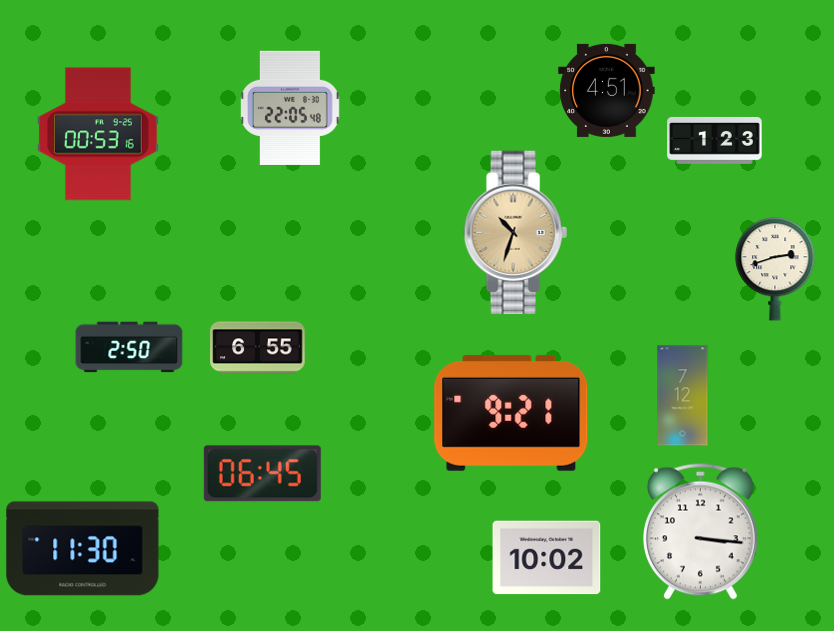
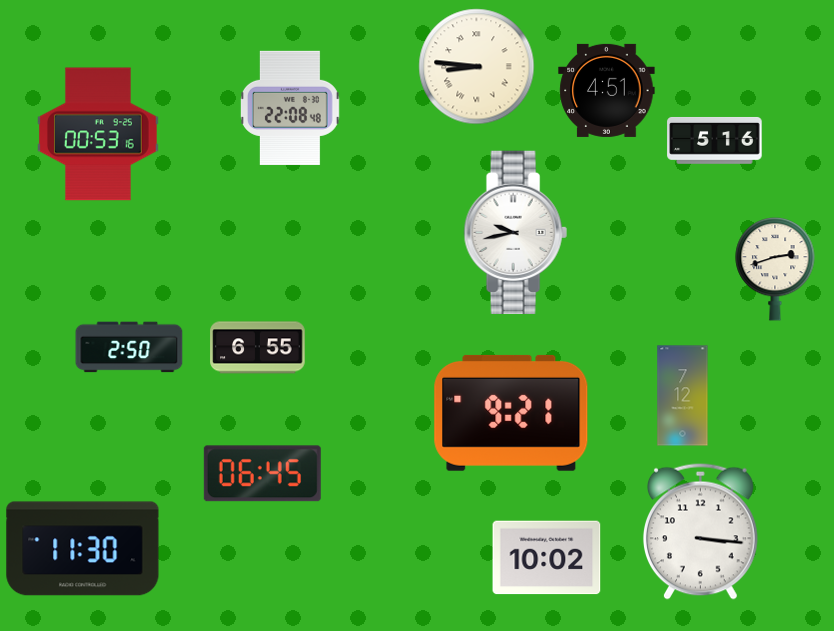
clock at (477, 67): none -> 8:46
clock at (290, 108): 22:05 -> 22:08
clock at (715, 141): 1:23 -> 5:16
clock at (515, 232): 10:33 -> 9:43
clock at (515, 232) dial: champagne -> white
